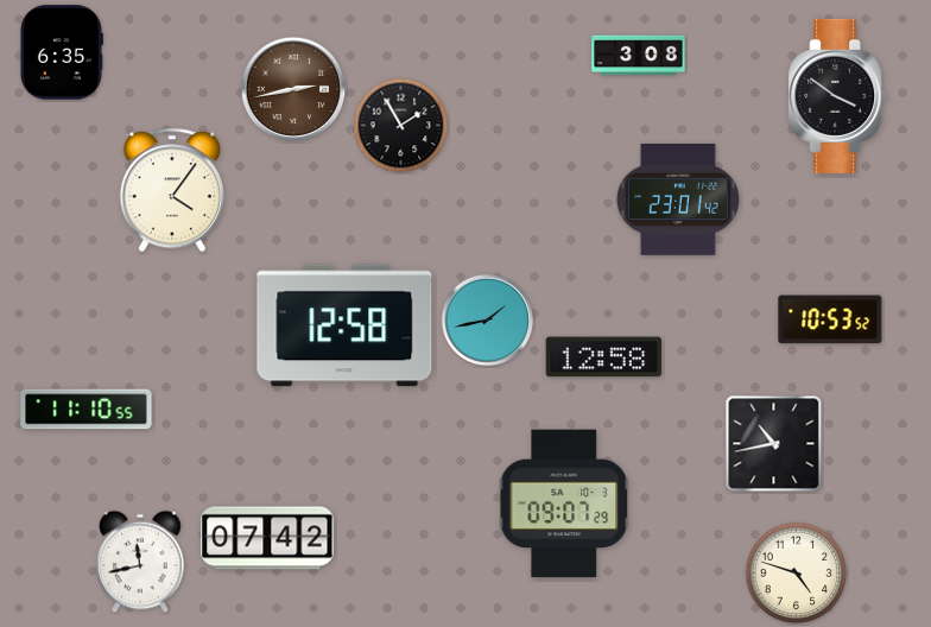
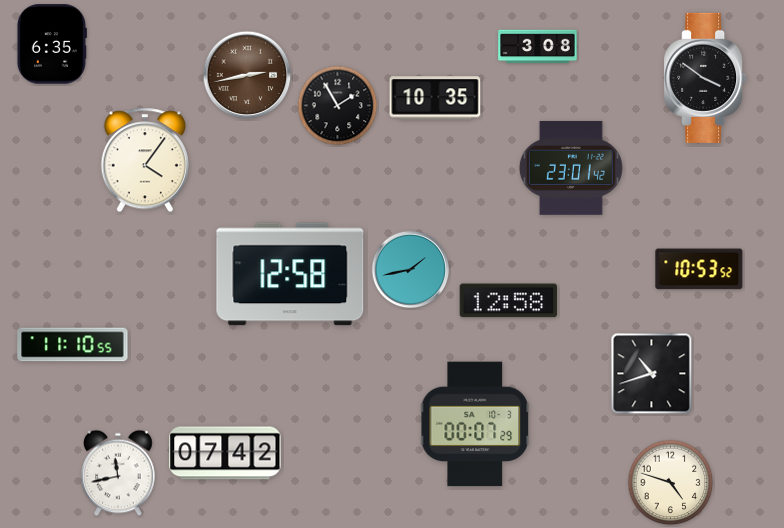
clock at (837, 96) position: (837, 96) -> (705, 78)
clock at (435, 98): none -> 10:35
clock at (774, 444): 10:43 -> 10:42
clock at (564, 503): 09:07 -> 00:07
